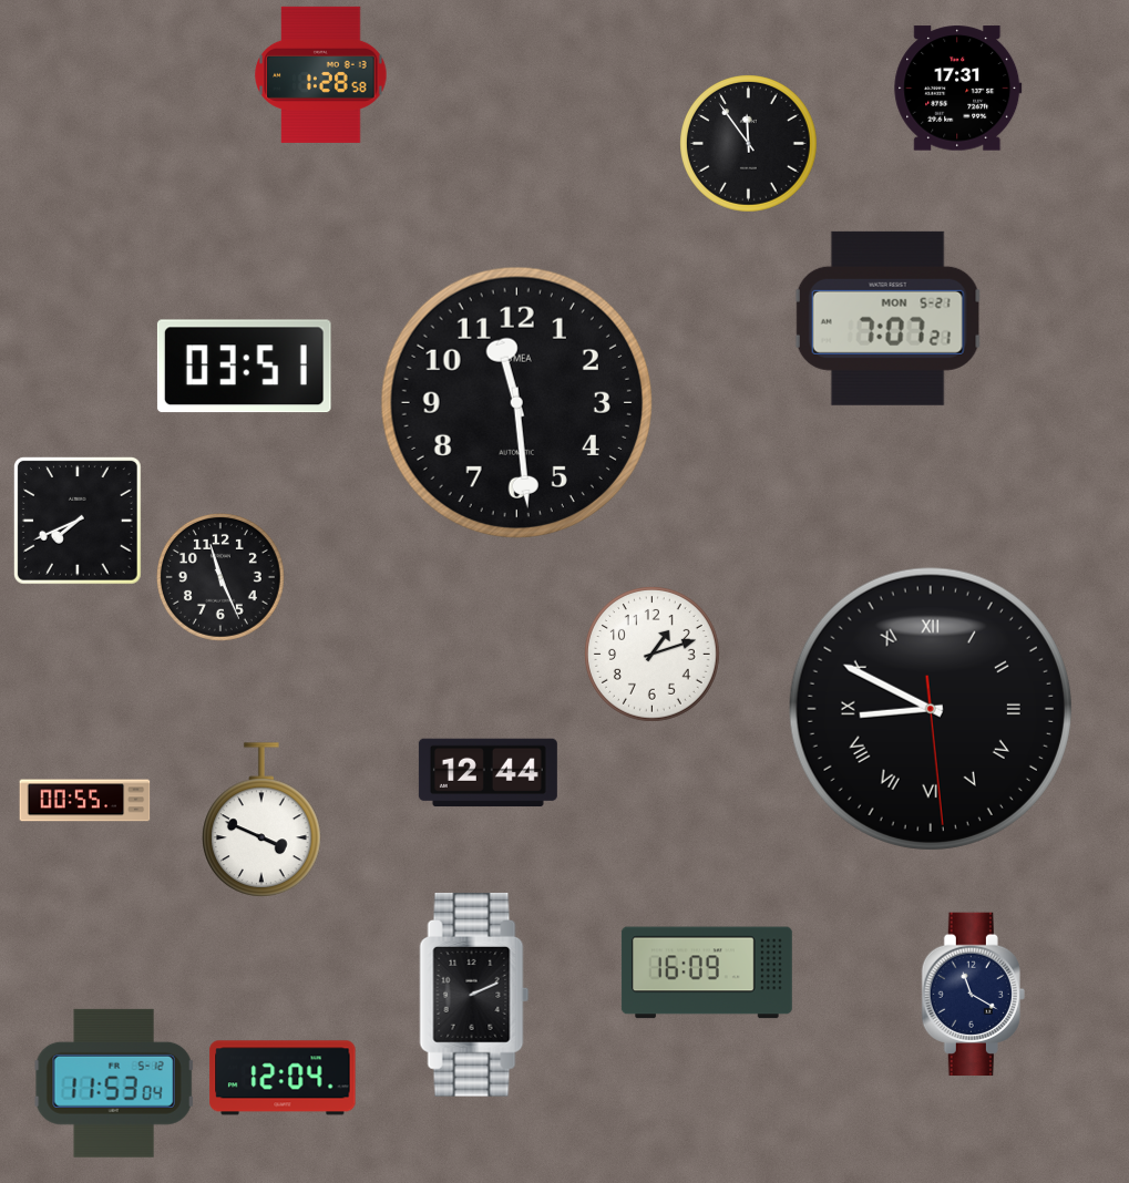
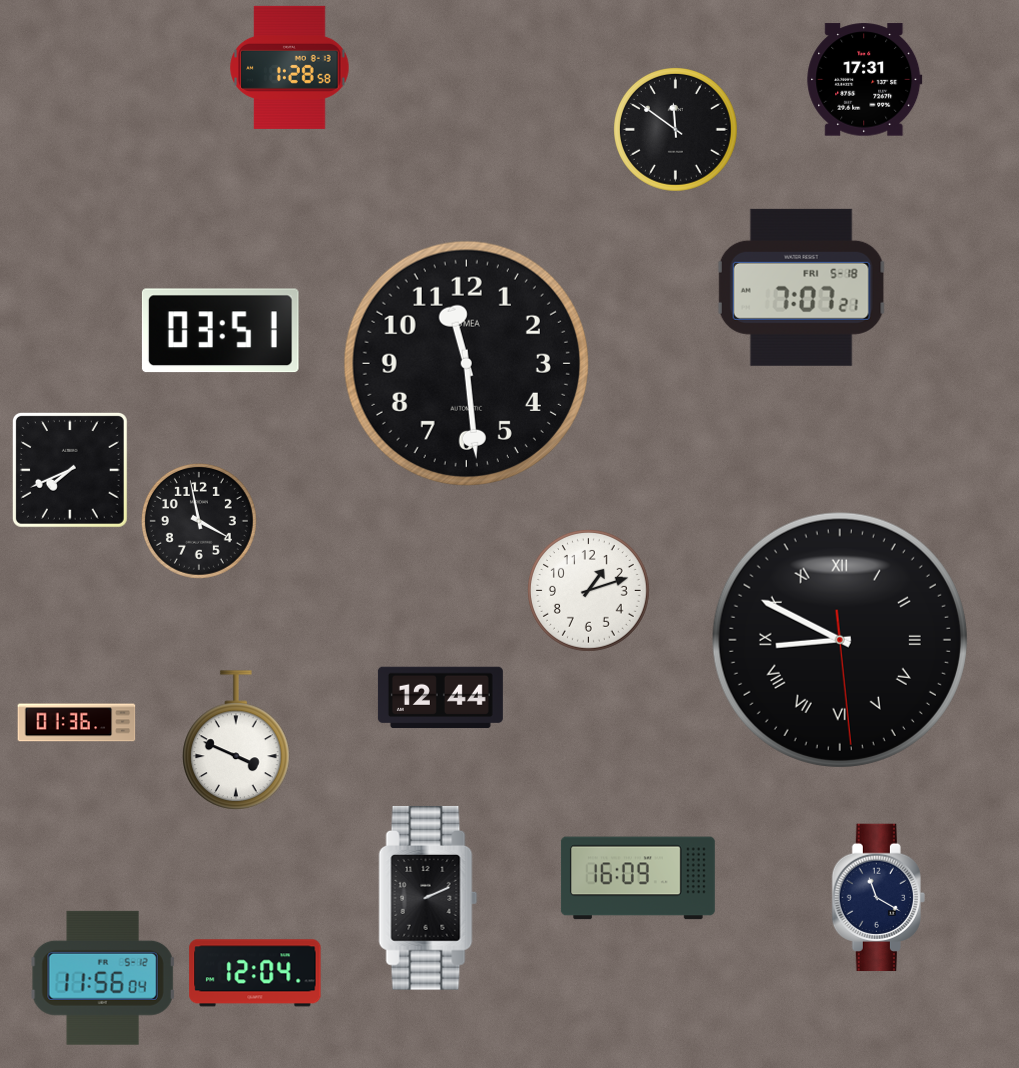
clock at (749, 144): 11:54 -> 11:51
clock at (887, 318) date: MON 5-21 -> FRI 5-18
clock at (220, 577): 11:26 -> 3:58
clock at (85, 801): 00:55 -> 01:36
clock at (114, 1083): 11:53 -> 11:56
